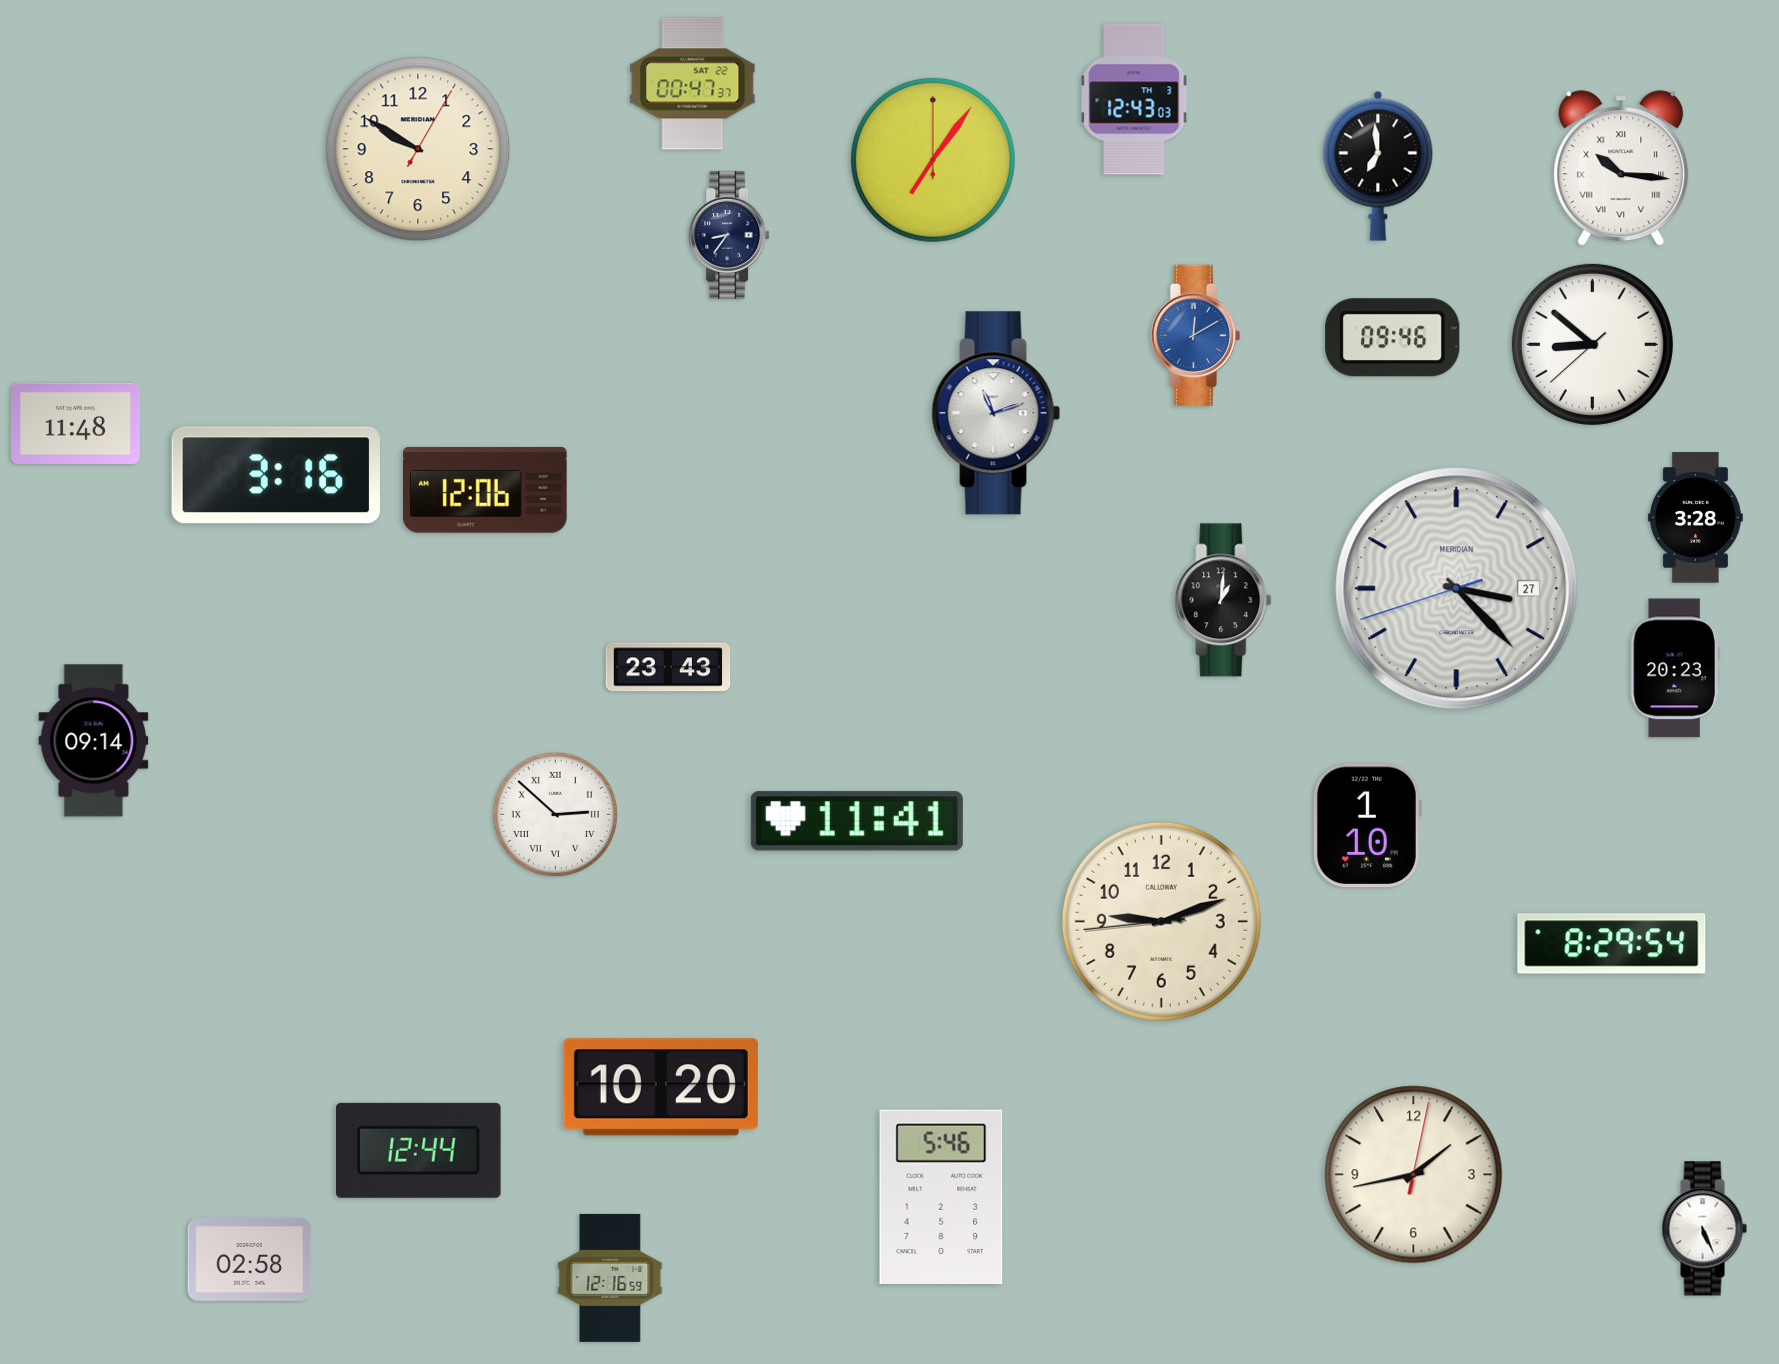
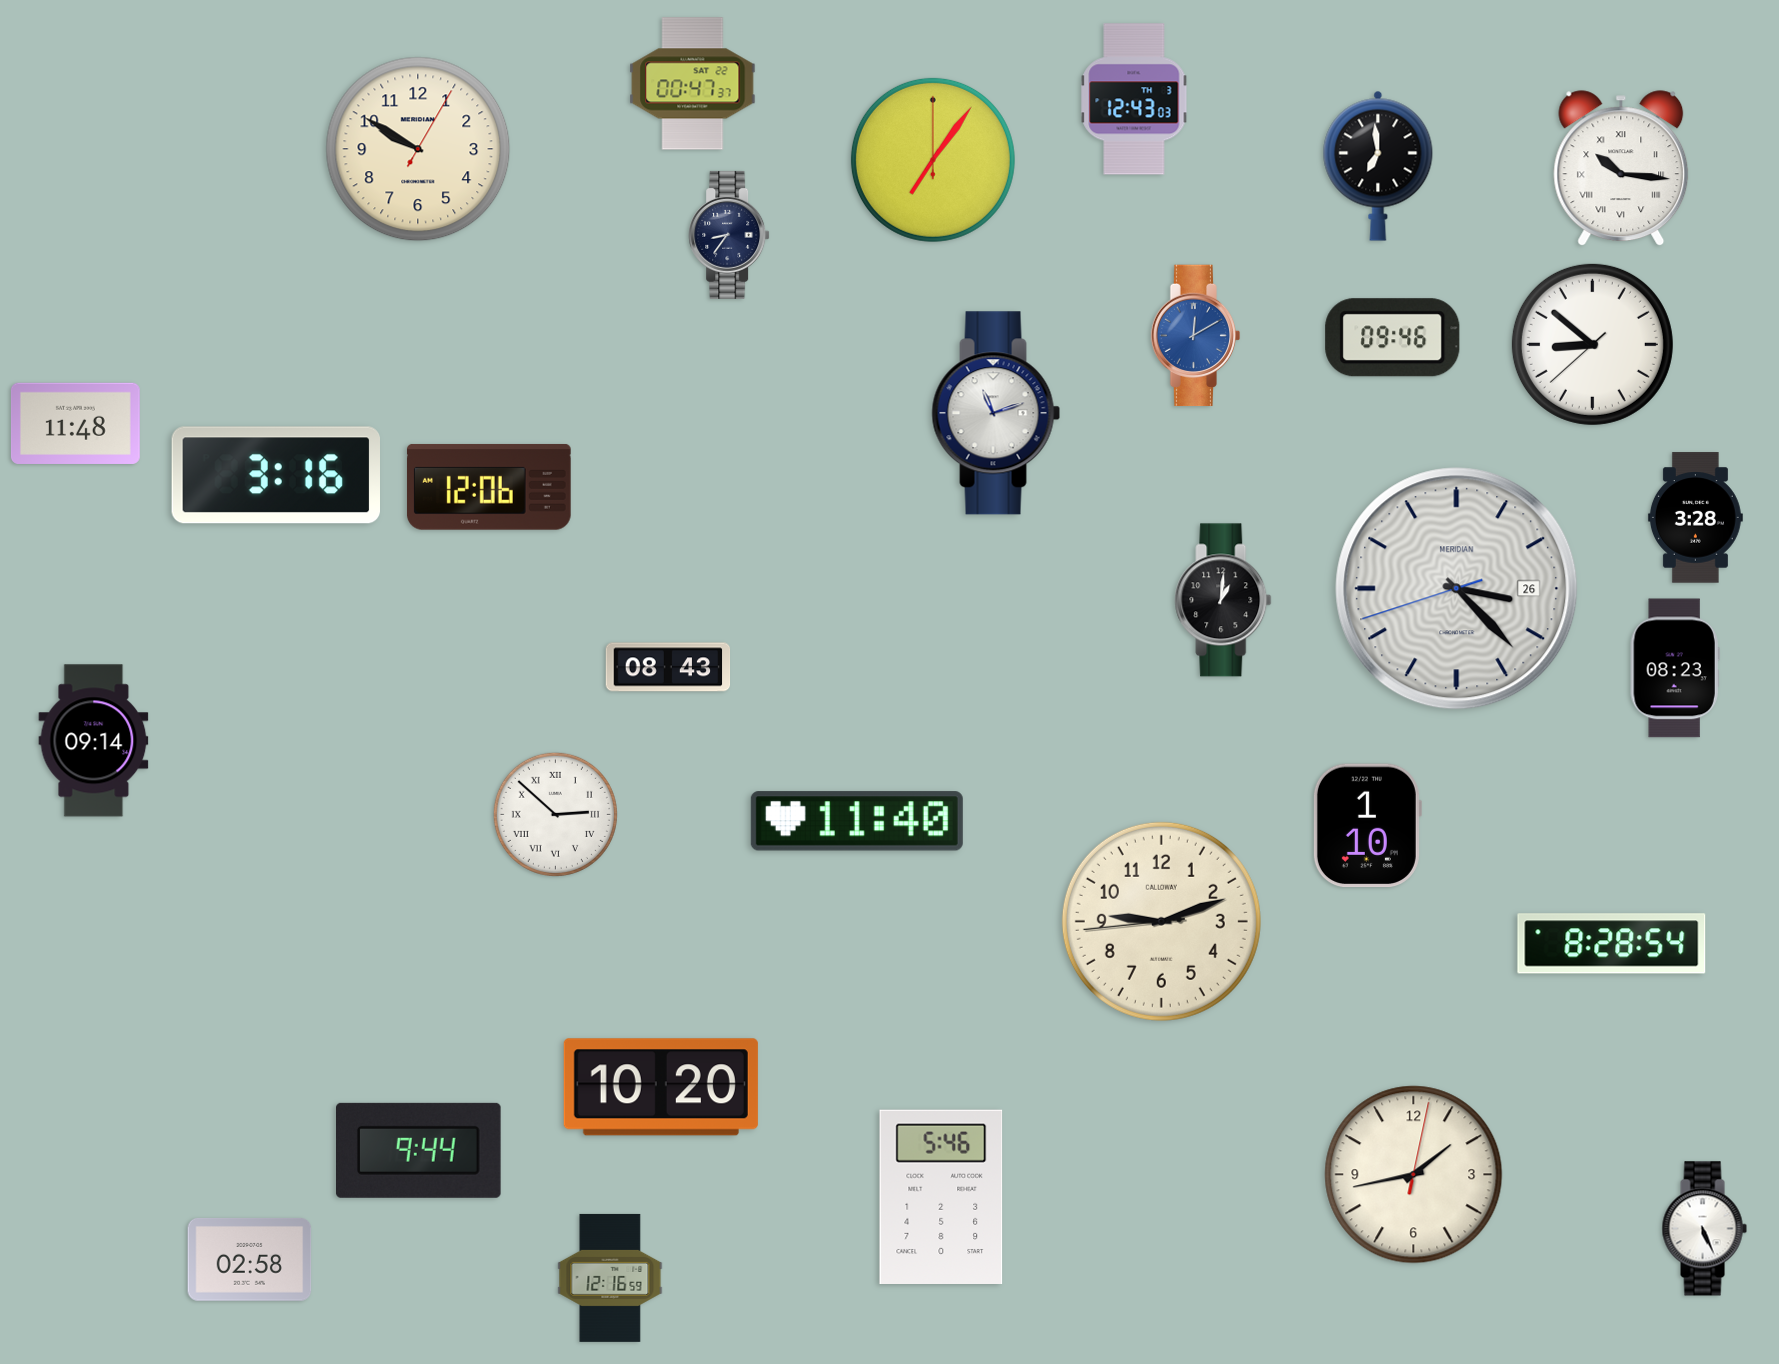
clock at (485, 490) position: (485, 490) -> (489, 487)
clock at (1457, 589) date: 27 -> 26
clock at (668, 667): 23:43 -> 08:43
clock at (1675, 668): 20:23 -> 08:23
clock at (857, 821): 11:41 -> 11:40
clock at (1612, 944): 8:29 -> 8:28
clock at (419, 1150): 12:44 -> 9:44
